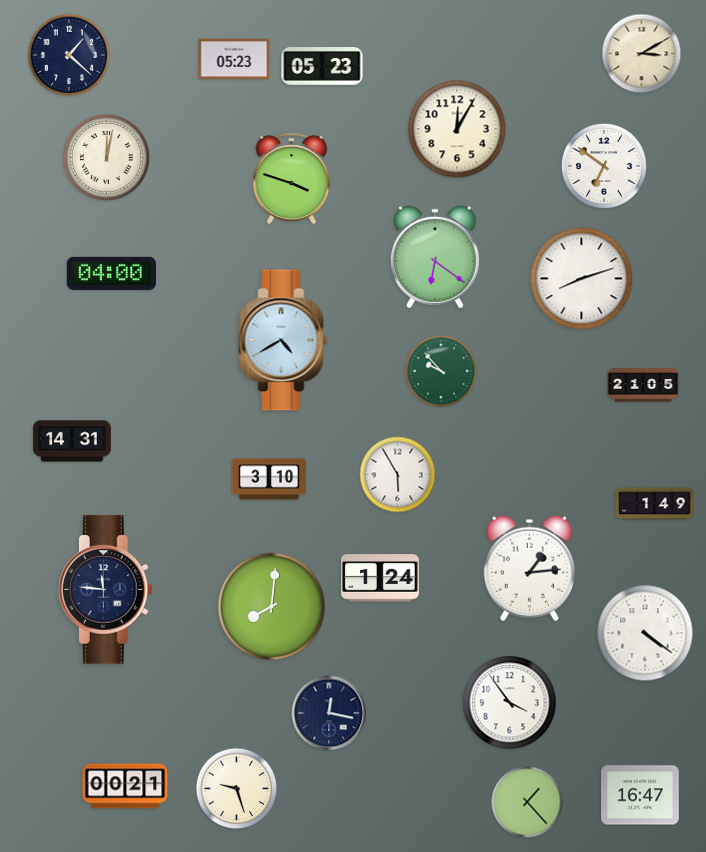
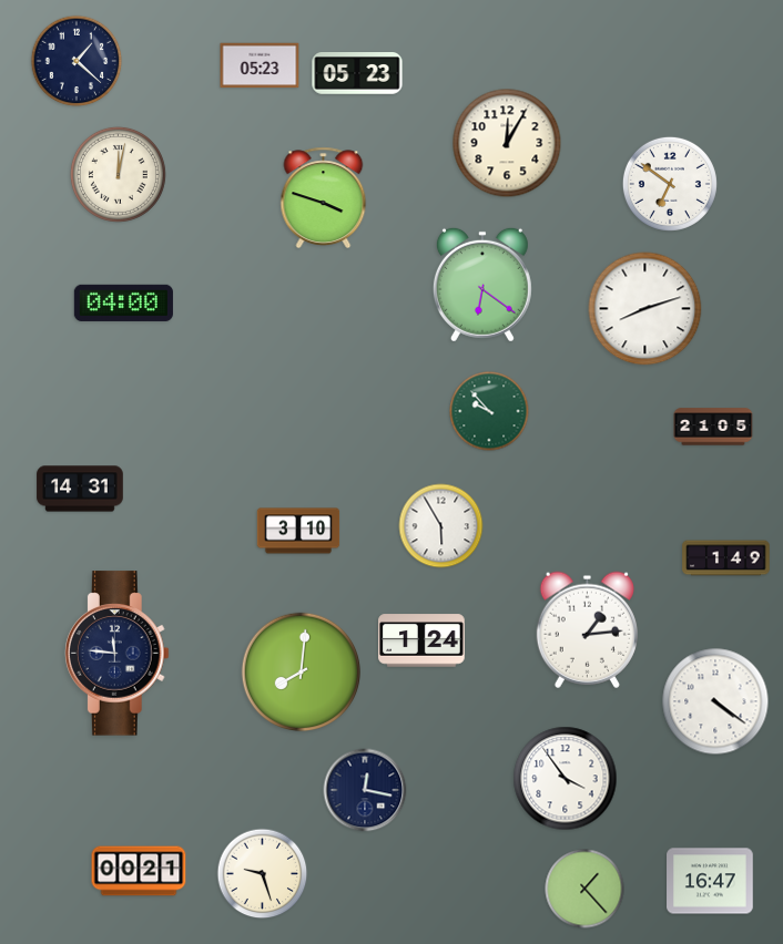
clock at (642, 54): 3:10 -> none
clock at (283, 340): 4:40 -> none
